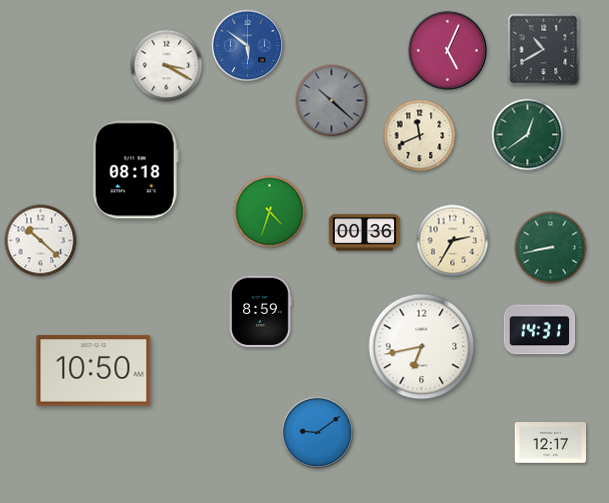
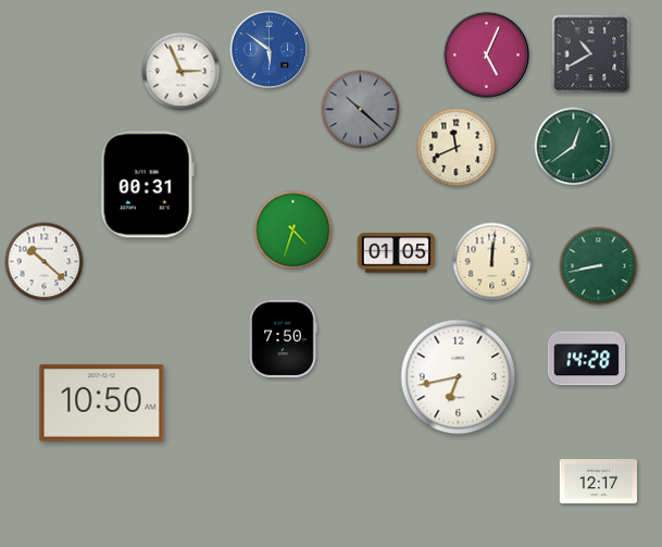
clock at (167, 66): 3:20 -> 2:56
clock at (135, 170): 08:18 -> 00:31
clock at (365, 233): 00:36 -> 01:05
clock at (453, 241): 2:35 -> 12:01
clock at (551, 248) position: (551, 248) -> (599, 266)
clock at (260, 312): 8:59 -> 7:50
clock at (540, 330): 14:31 -> 14:28
clock at (318, 433): 9:09 -> none
